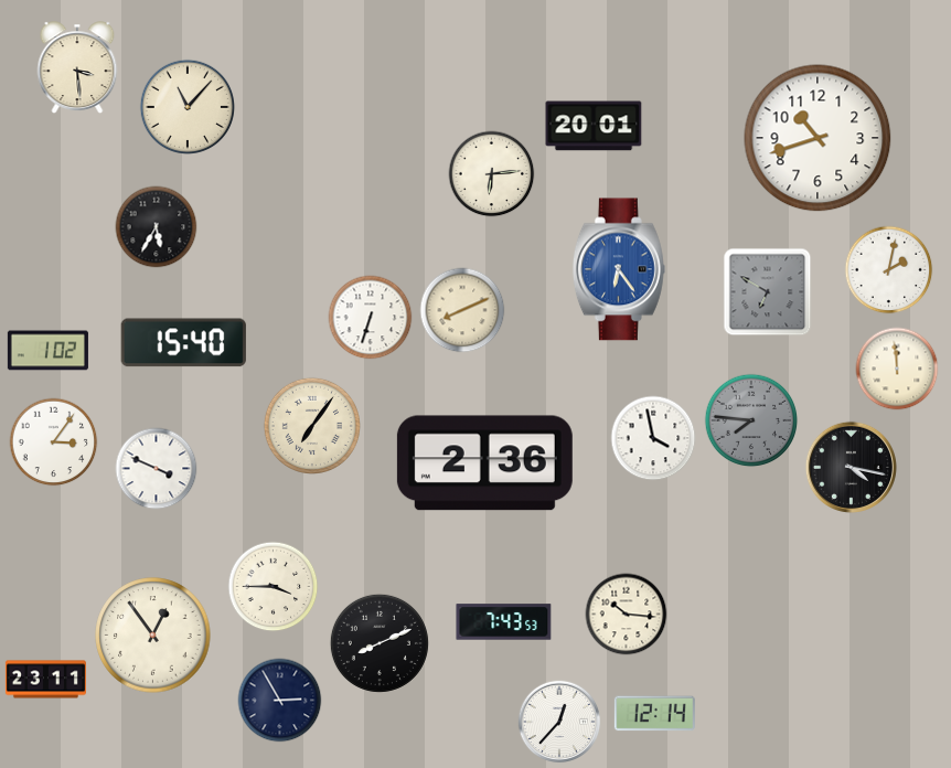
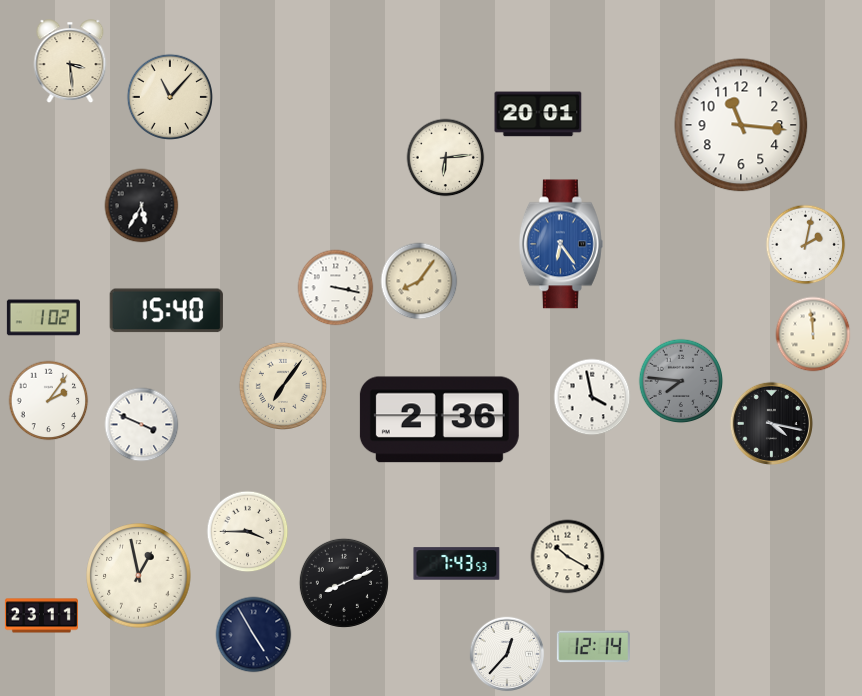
clock at (818, 138): 10:42 -> 11:16
clock at (768, 292): 6:50 -> none
clock at (462, 310): 8:11 -> 8:06
clock at (371, 318): 6:33 -> 3:17
clock at (54, 442): 3:06 -> 2:06
clock at (627, 615): 10:16 -> 10:20
clock at (153, 636): 12:54 -> 12:58
clock at (280, 701): 2:55 -> 4:55
